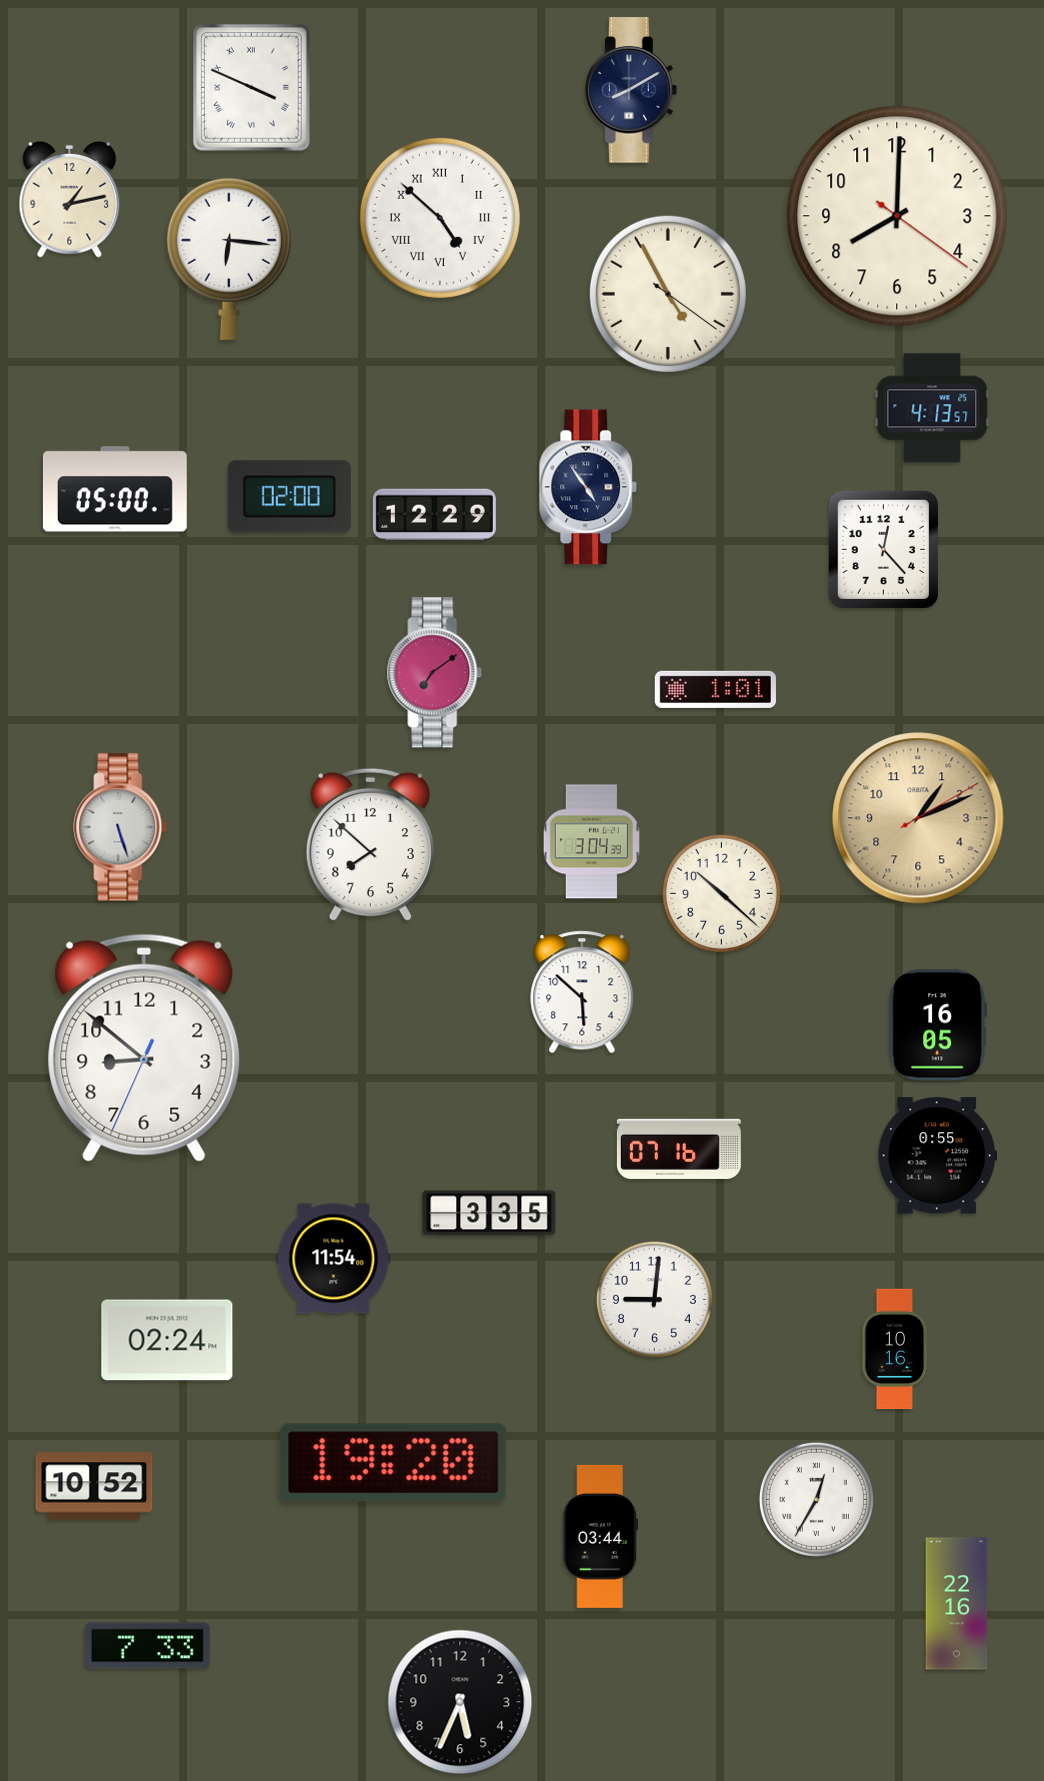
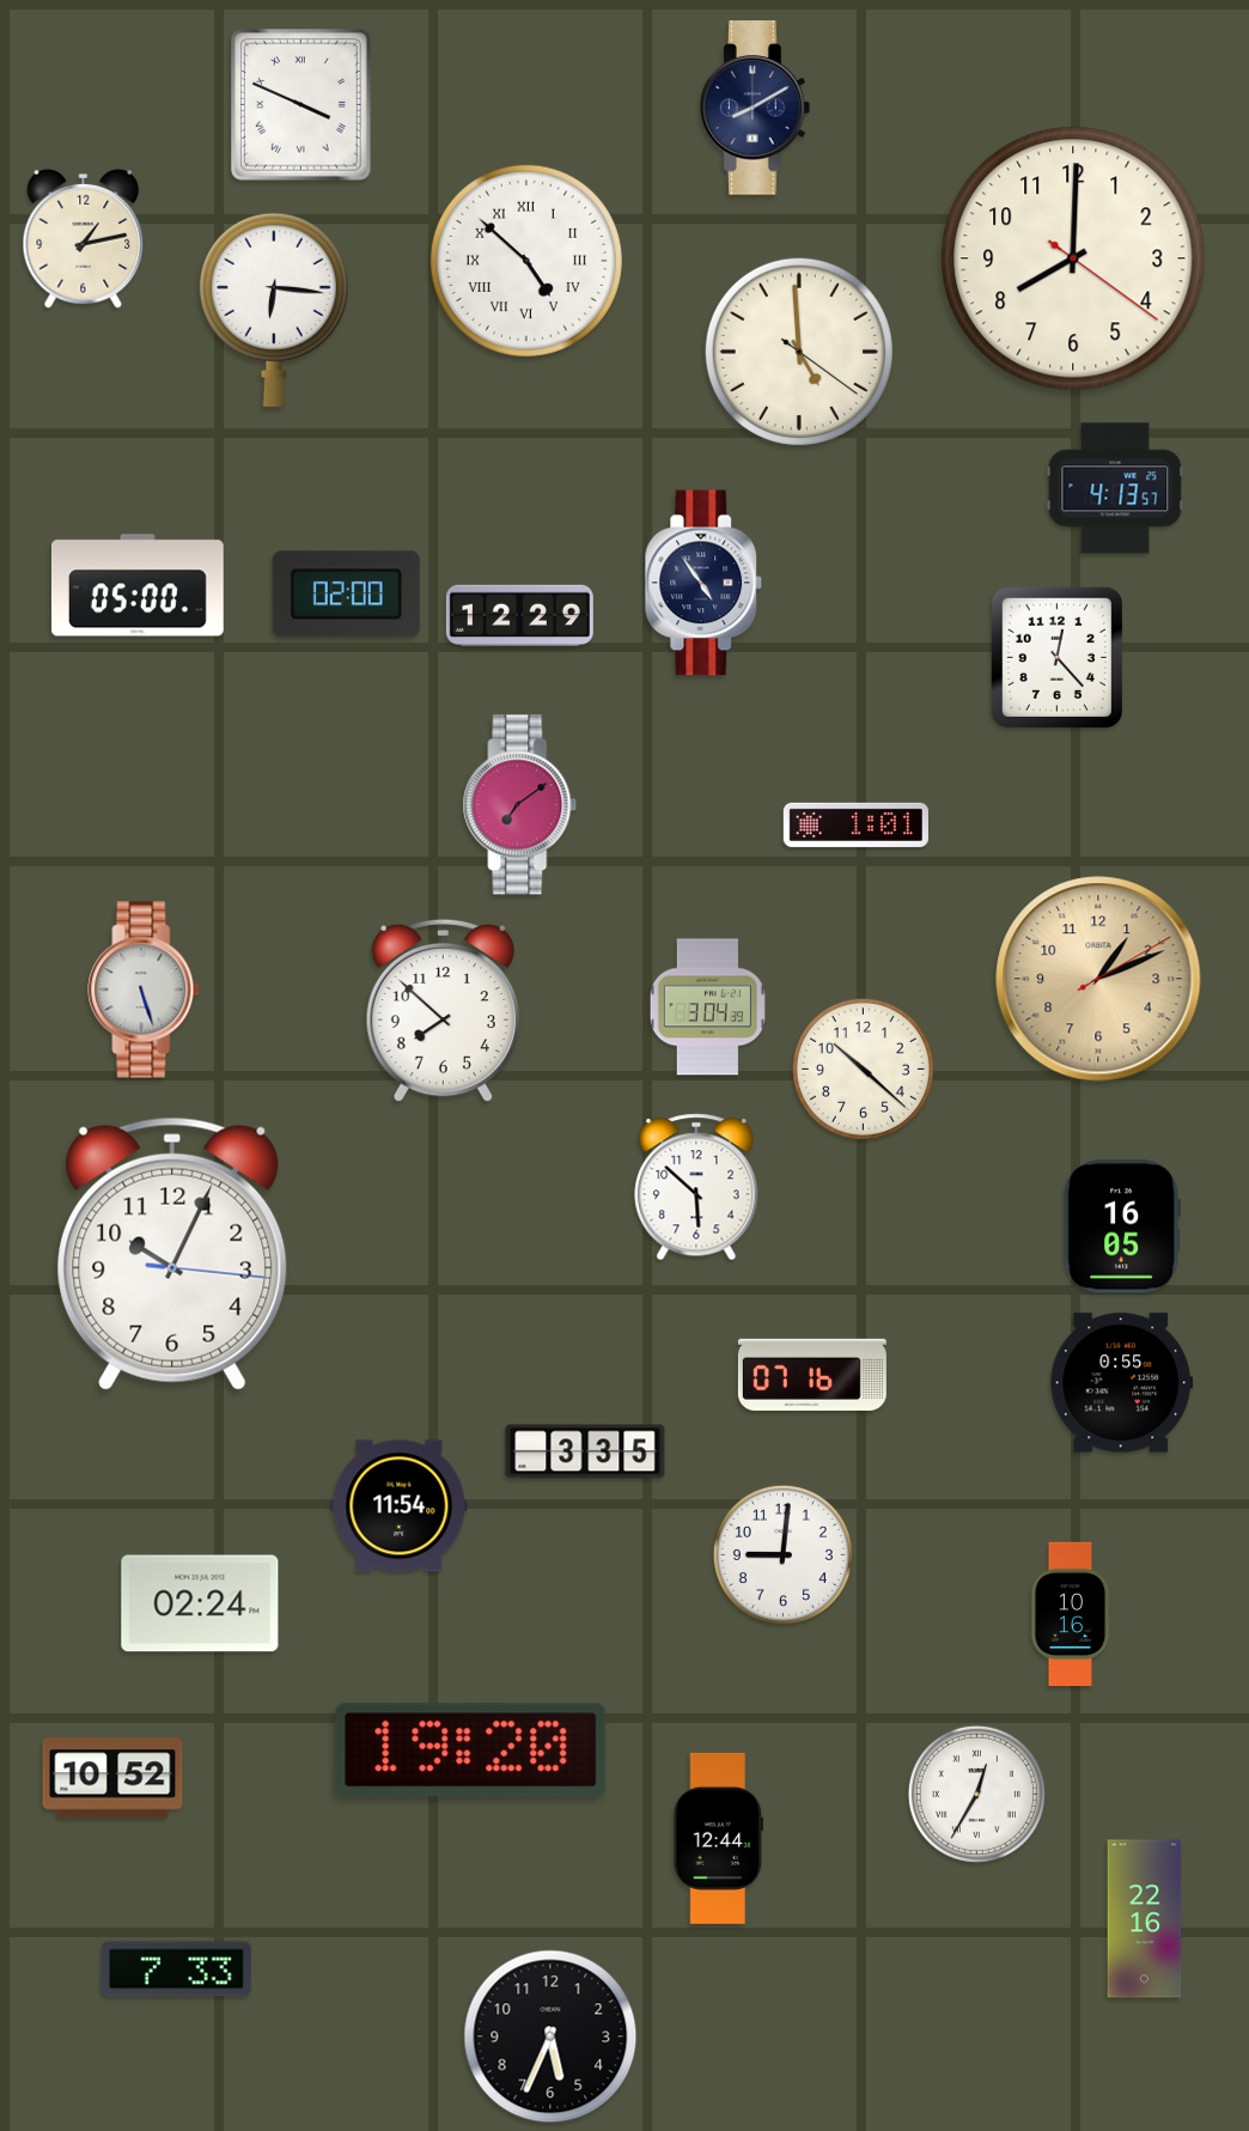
clock at (668, 294): 4:55 -> 4:59
clock at (144, 1048): 8:51 -> 10:04
clock at (601, 1536): 03:44 -> 12:44
